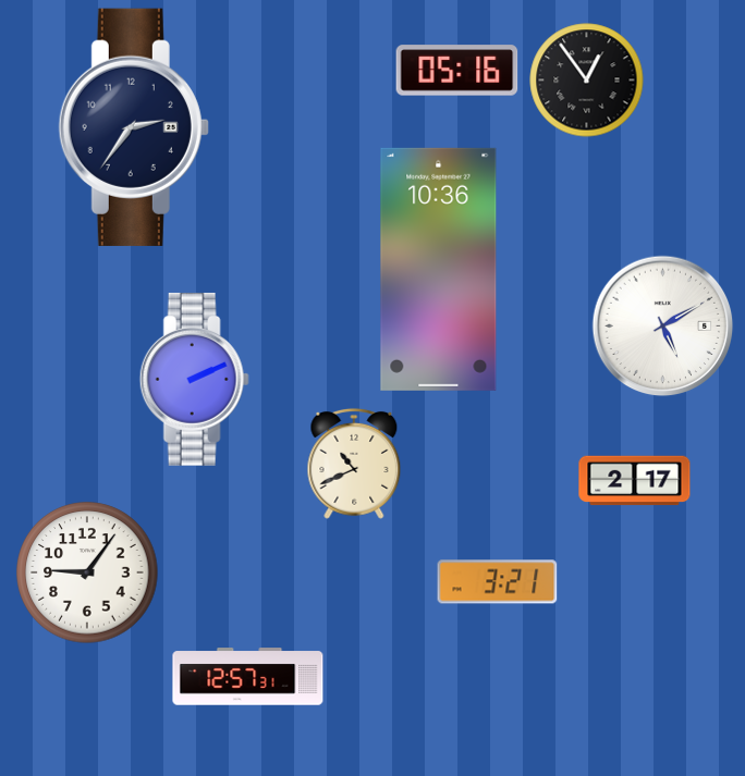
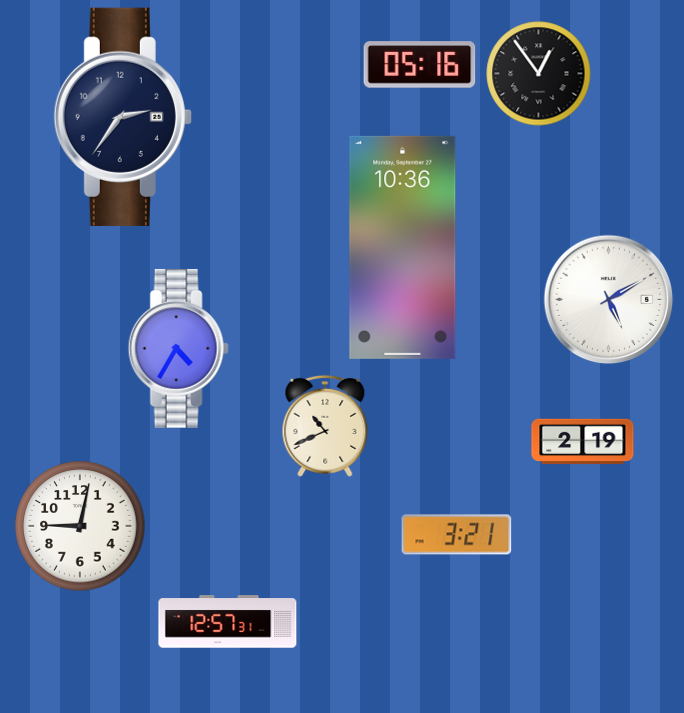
clock at (194, 379): 2:11 -> 4:35
clock at (635, 481): 2:17 -> 2:19
clock at (87, 572): 9:06 -> 9:02
